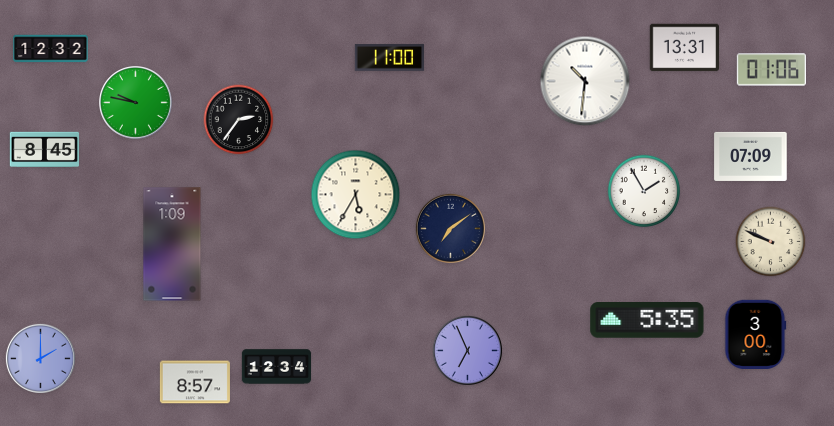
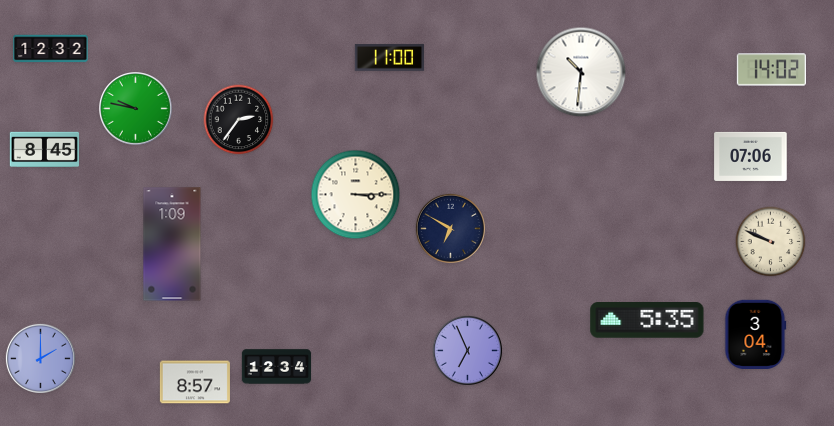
clock at (684, 48): 13:31 -> none
clock at (771, 70): 01:06 -> 14:02
clock at (585, 81) position: (585, 81) -> (581, 72)
clock at (136, 103) position: (136, 103) -> (136, 109)
clock at (751, 156): 07:09 -> 07:06
clock at (644, 191): 1:55 -> none
clock at (356, 195): 5:35 -> 3:15
clock at (450, 228): 7:09 -> 6:50
clock at (756, 334): 3:00 -> 3:04
